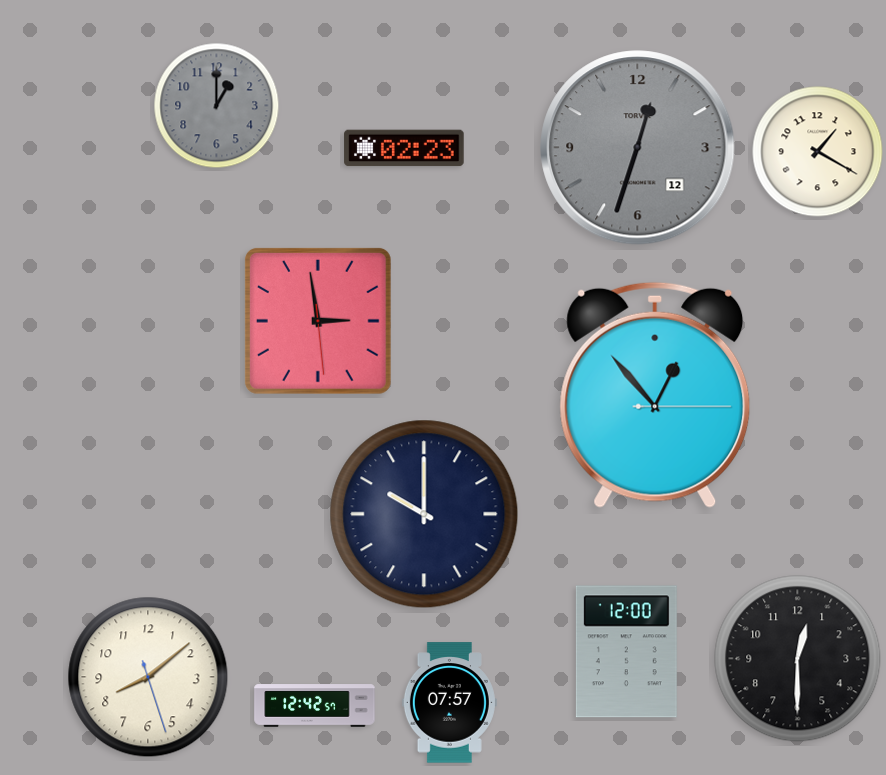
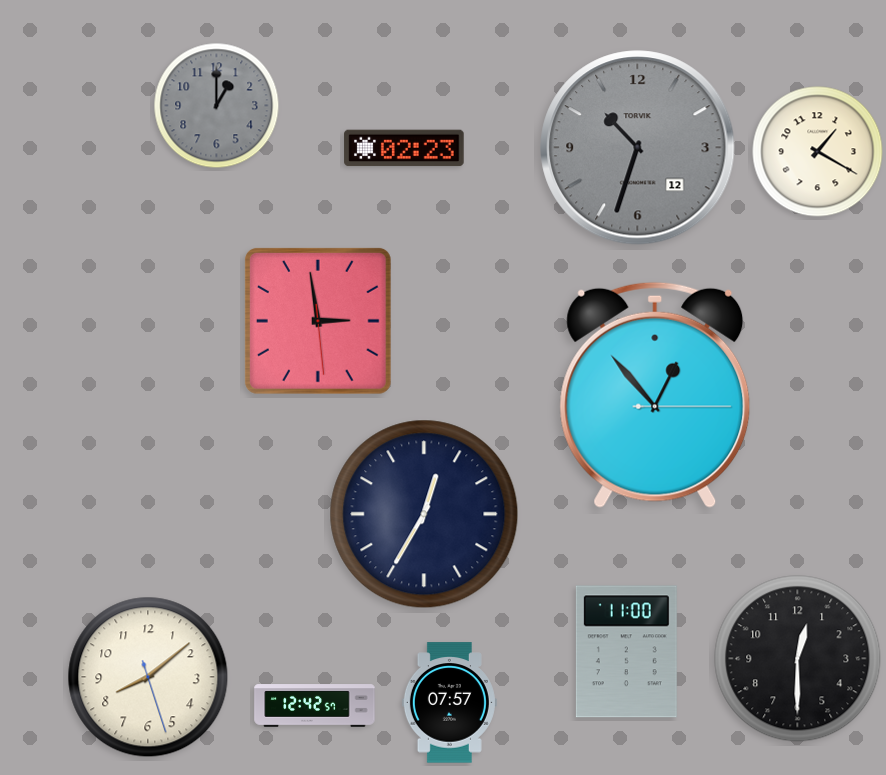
clock at (638, 148): 12:33 -> 10:33
clock at (424, 514): 10:00 -> 12:35
clock at (626, 652): 12:00 -> 11:00
